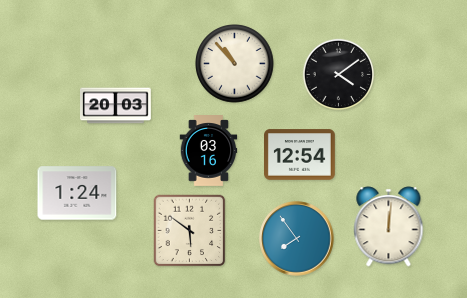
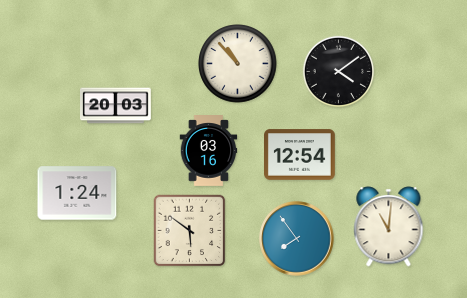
clock at (235, 64) position: (235, 64) -> (238, 64)
clock at (339, 75) position: (339, 75) -> (339, 72)
clock at (389, 227): 12:01 -> 11:01
